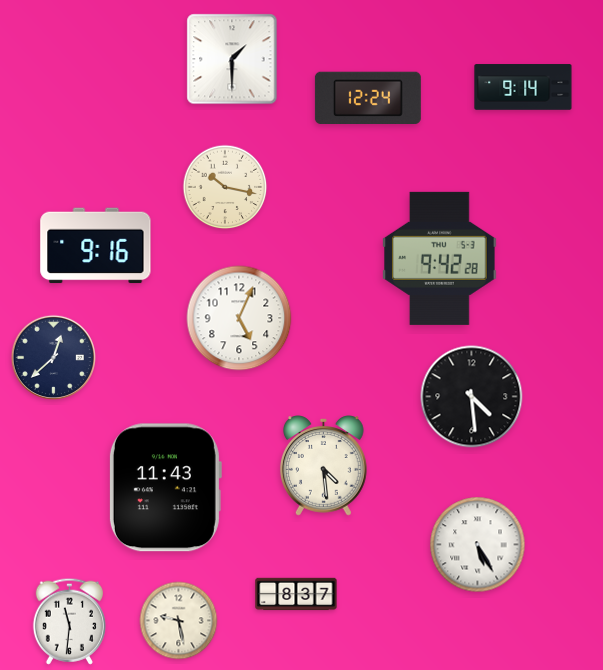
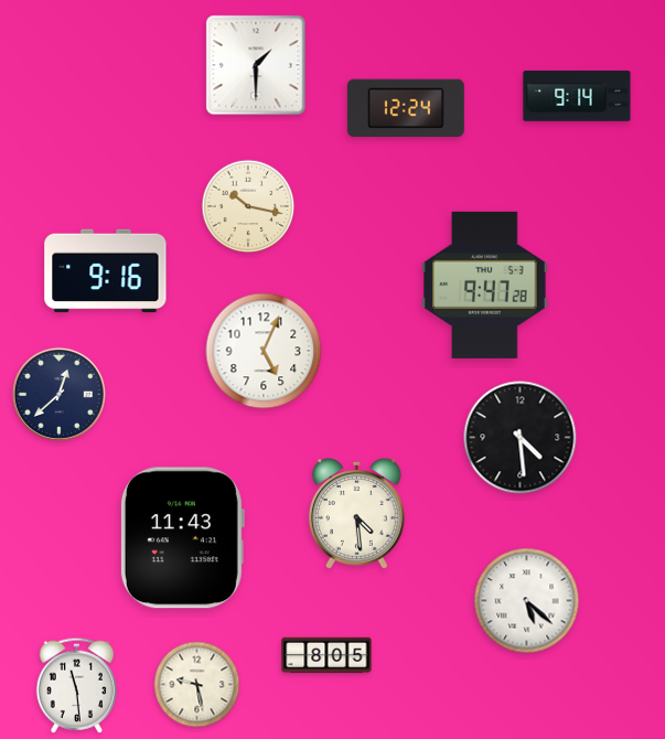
clock at (440, 258): 9:42 -> 9:47
clock at (478, 545): 5:25 -> 5:22
clock at (296, 594): 8:37 -> 8:05
clock at (69, 621): 11:31 -> 11:29
